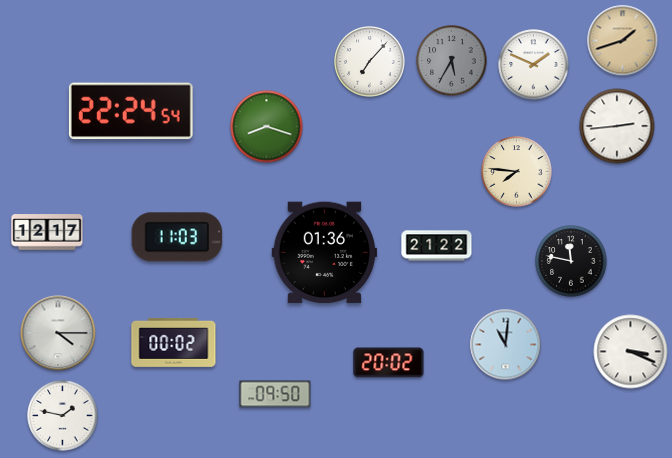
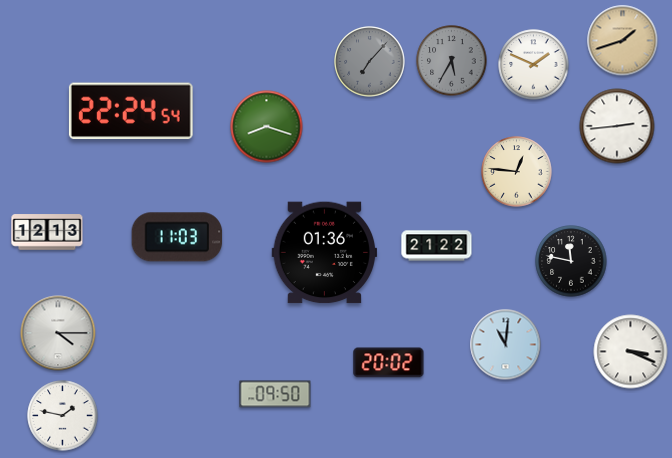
clock at (370, 62) dial: white -> grey
clock at (517, 172): 7:46 -> 12:46
clock at (47, 232): 12:17 -> 12:13
clock at (174, 342): 00:02 -> none
